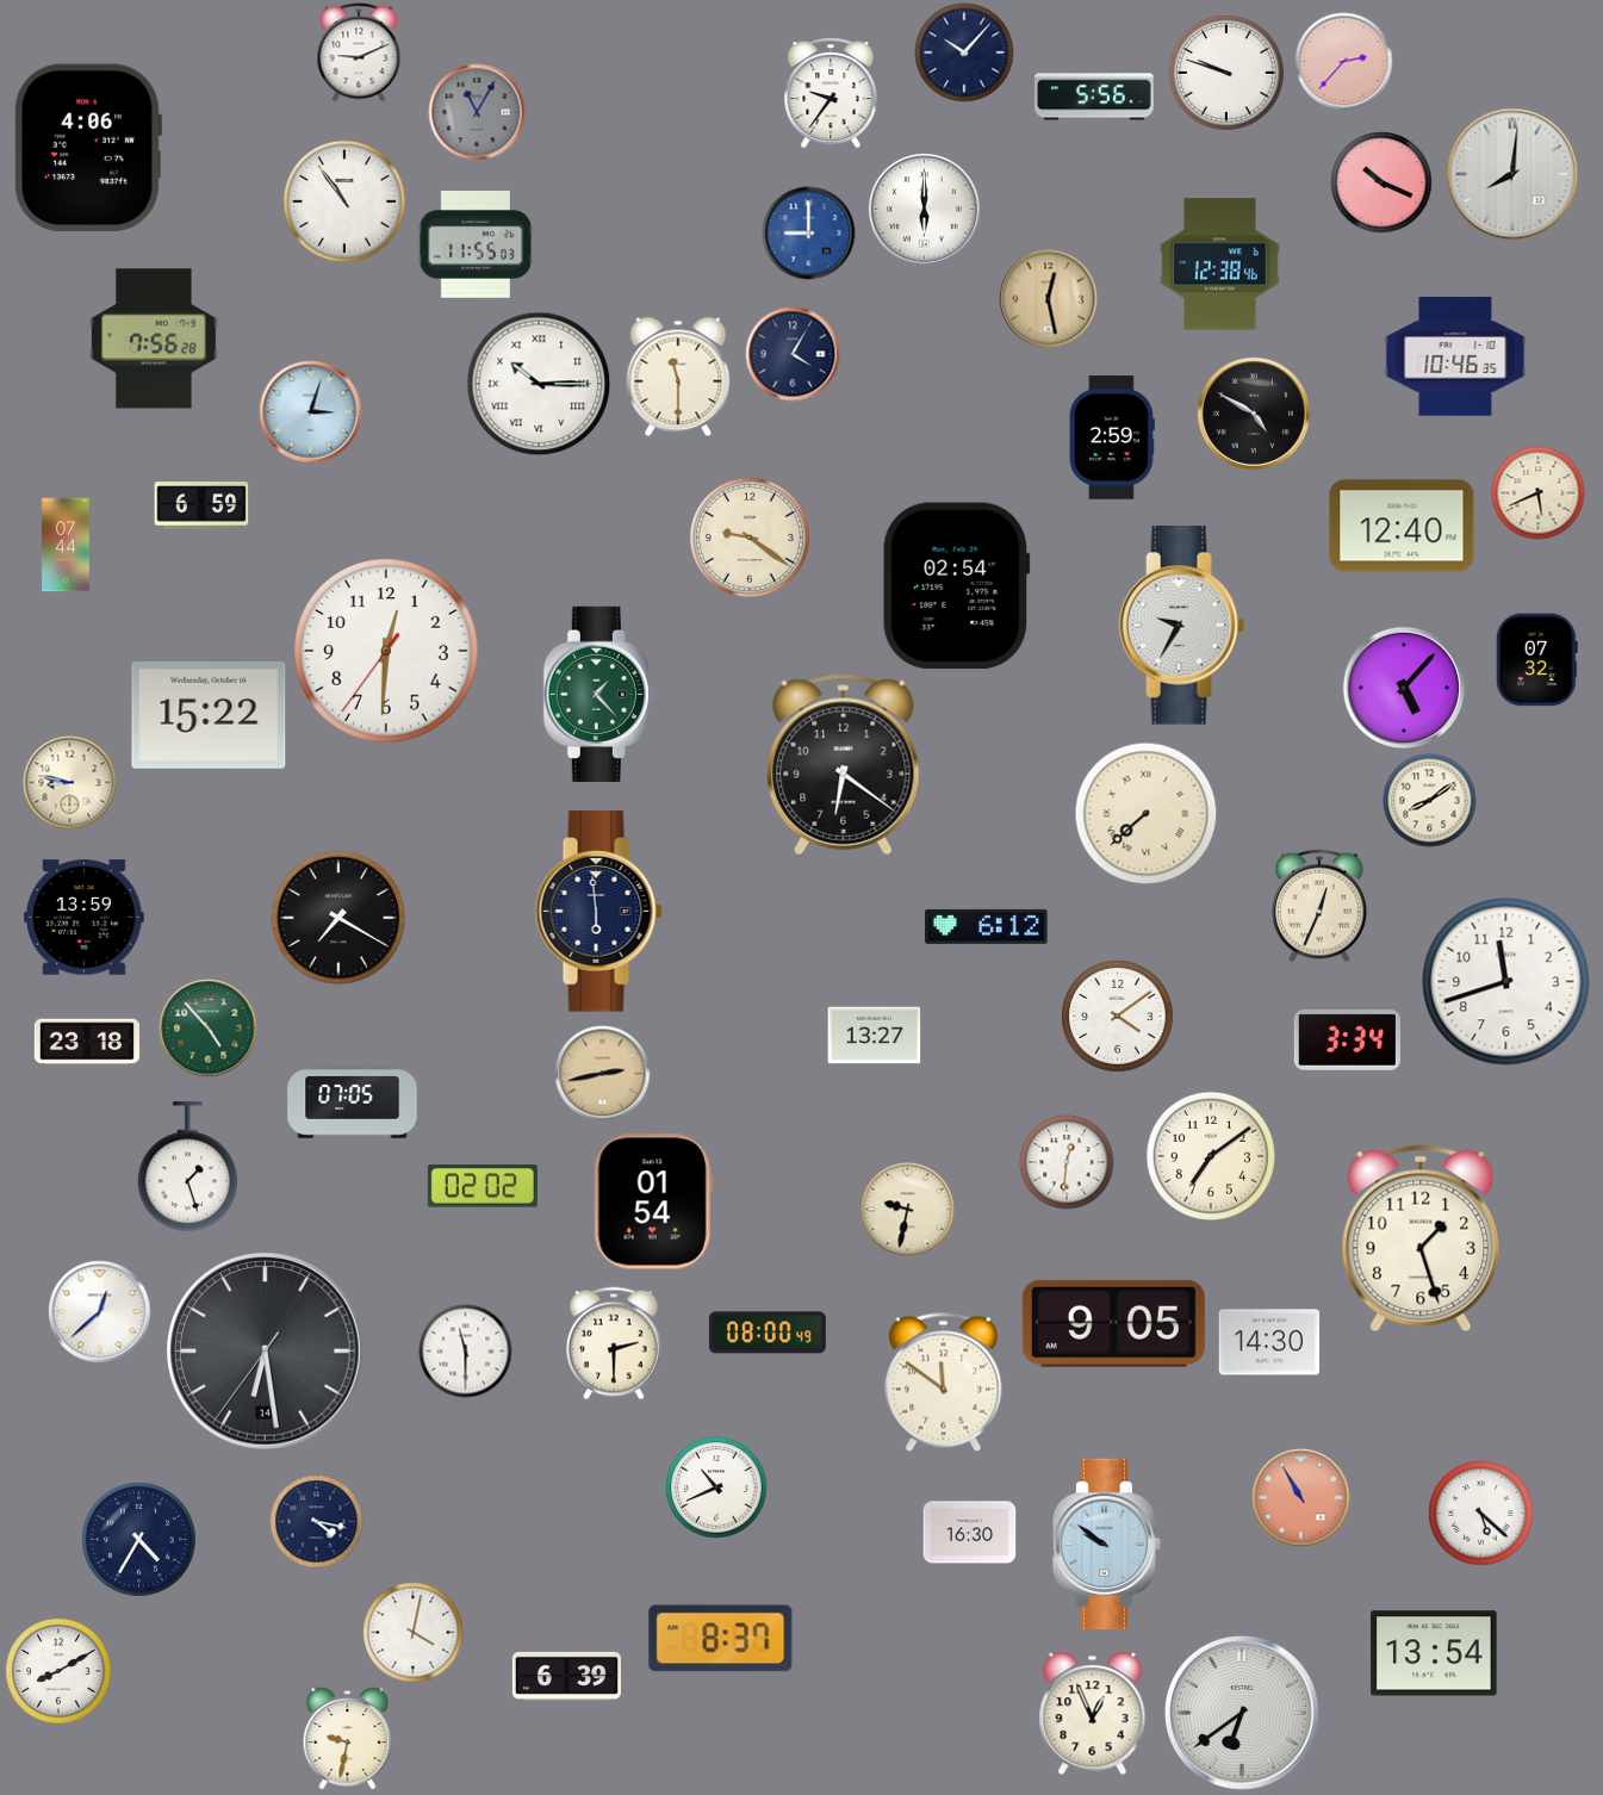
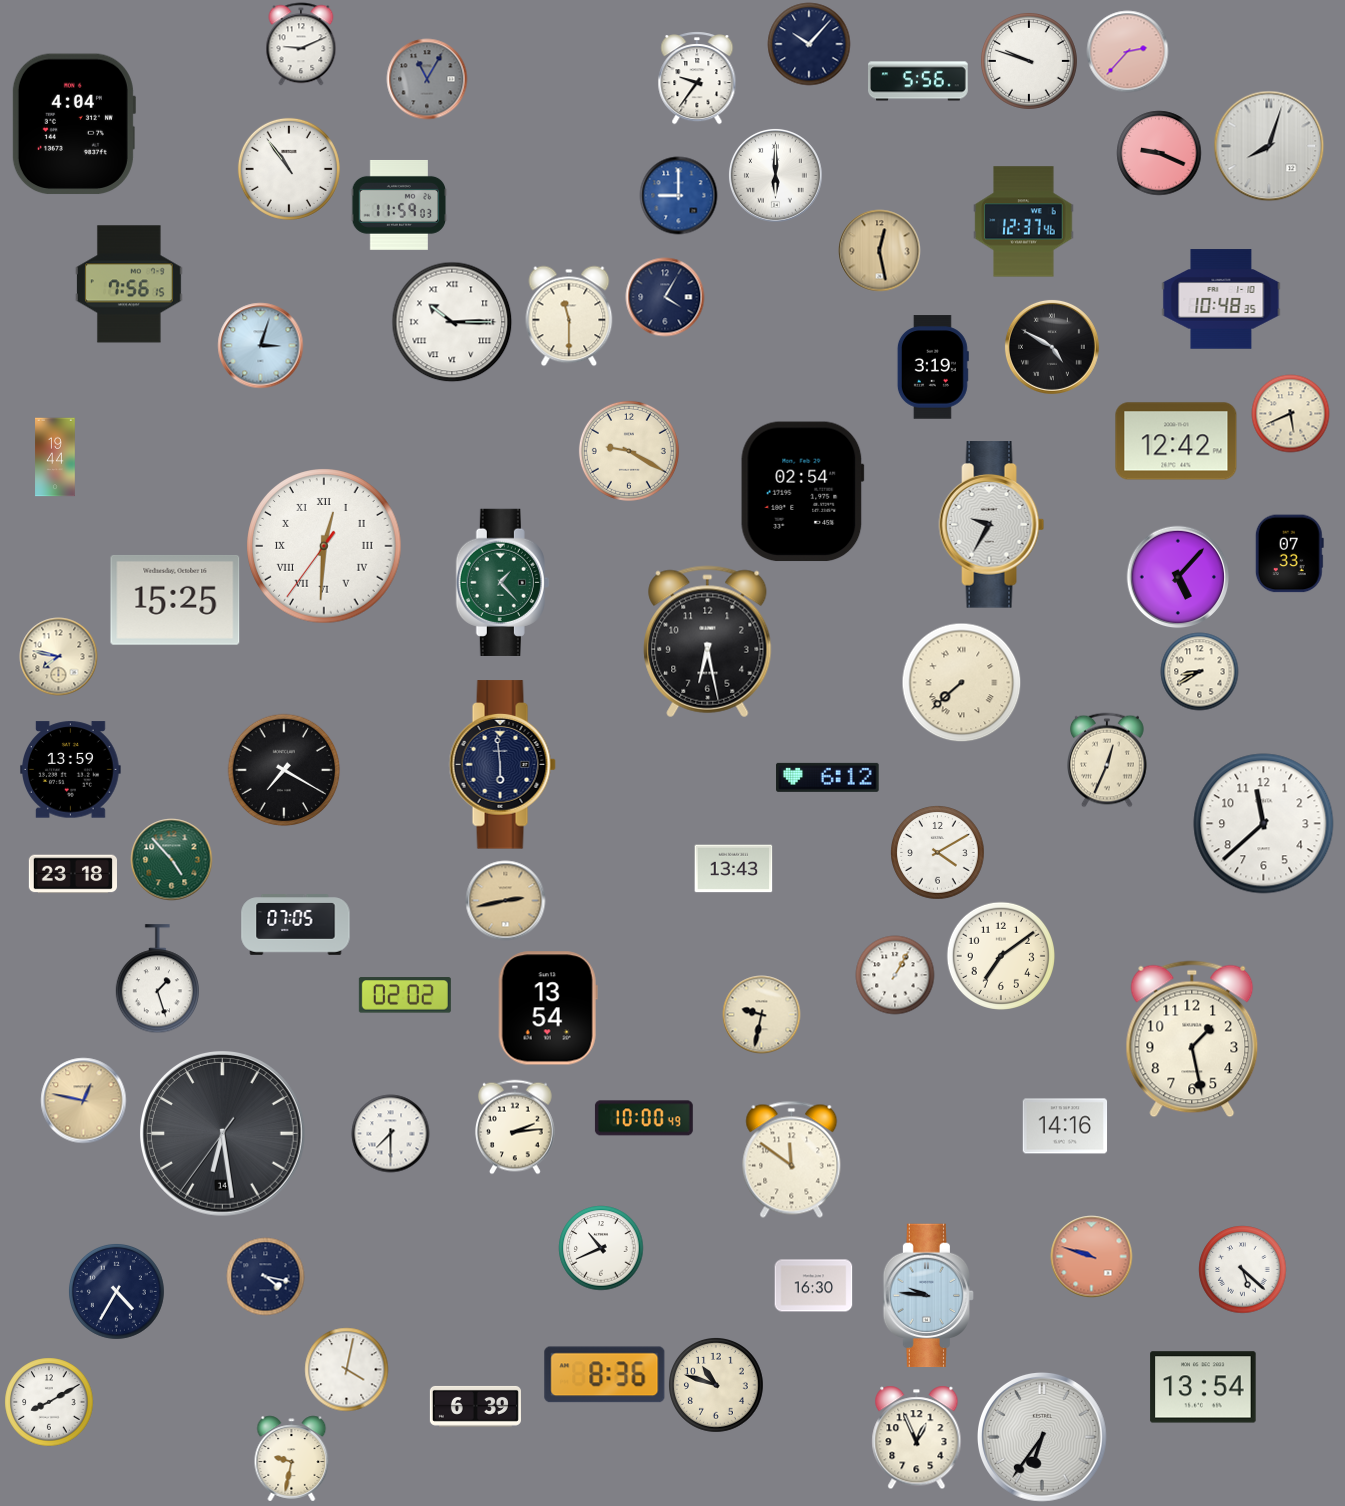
clock at (477, 112) position: (477, 112) -> (427, 79)
clock at (87, 148): 4:06 -> 4:04
clock at (1512, 174): 8:01 -> 8:03
clock at (1381, 182): 10:19 -> 9:19
clock at (476, 244): 11:55 -> 11:59
clock at (1220, 265): 12:38 -> 12:37
clock at (154, 338): 7:56:28 -> 7:56:15
clock at (1455, 356): 10:46 -> 10:48
clock at (1112, 437): 2:59 -> 3:19
clock at (201, 505): 6:59 -> none
clock at (1402, 526): 12:40 -> 12:42
clock at (750, 538): 9:21 -> 9:20
clock at (66, 545): 07:44 -> 19:44
clock at (386, 651) numerals: Arabic -> Roman
clock at (1536, 659): 07:32 -> 07:33
clock at (209, 715): 15:22 -> 15:25
clock at (844, 765): 6:21 -> 6:28
clock at (69, 782): 8:47 -> 7:47
clock at (1429, 800): 8:09 -> 8:40
clock at (1506, 982): 11:42 -> 11:38
clock at (1118, 1017): 4:09 -> 4:10
clock at (207, 1027) position: (207, 1027) -> (171, 859)
clock at (874, 1036): 13:27 -> 13:43
clock at (1347, 1039): 3:34 -> none
clock at (1211, 1156) position: (1211, 1156) -> (1001, 956)
clock at (1067, 1162): 12:31 -> 1:05
clock at (653, 1201): 01:54 -> 13:54
clock at (1421, 1238): 1:27 -> 1:28
clock at (99, 1311): 12:38 -> 12:47
clock at (99, 1311) dial: white -> champagne
clock at (1113, 1323): 9:05 -> none
clock at (768, 1333): 08:00 -> 10:00
clock at (1269, 1342): 14:30 -> 14:16
clock at (615, 1343): 2:30 -> 2:14
clock at (465, 1350): 11:30 -> 7:30
clock at (1300, 1497): 10:55 -> 9:48
clock at (1107, 1545): 9:51 -> 9:46
clock at (721, 1639): 8:37 -> 8:36
clock at (716, 1385): none -> 10:48
clock at (1243, 1714): 6:39 -> 6:36
